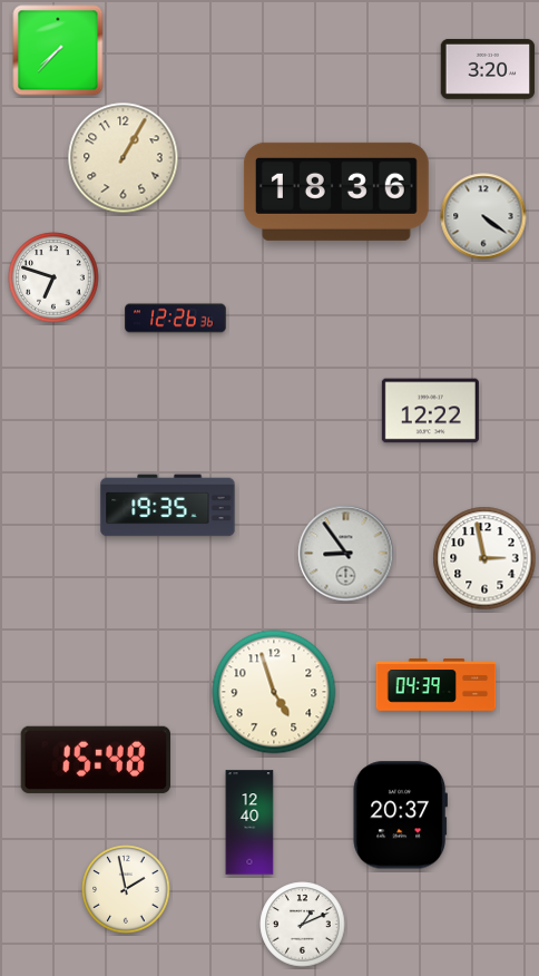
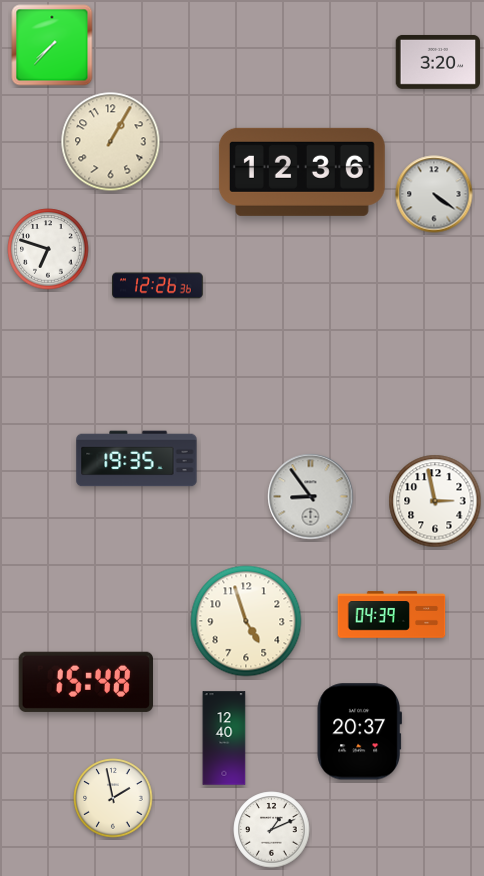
clock at (336, 192): 18:36 -> 12:36
clock at (430, 411): 12:22 -> none
clock at (168, 506) position: (168, 506) -> (137, 459)
